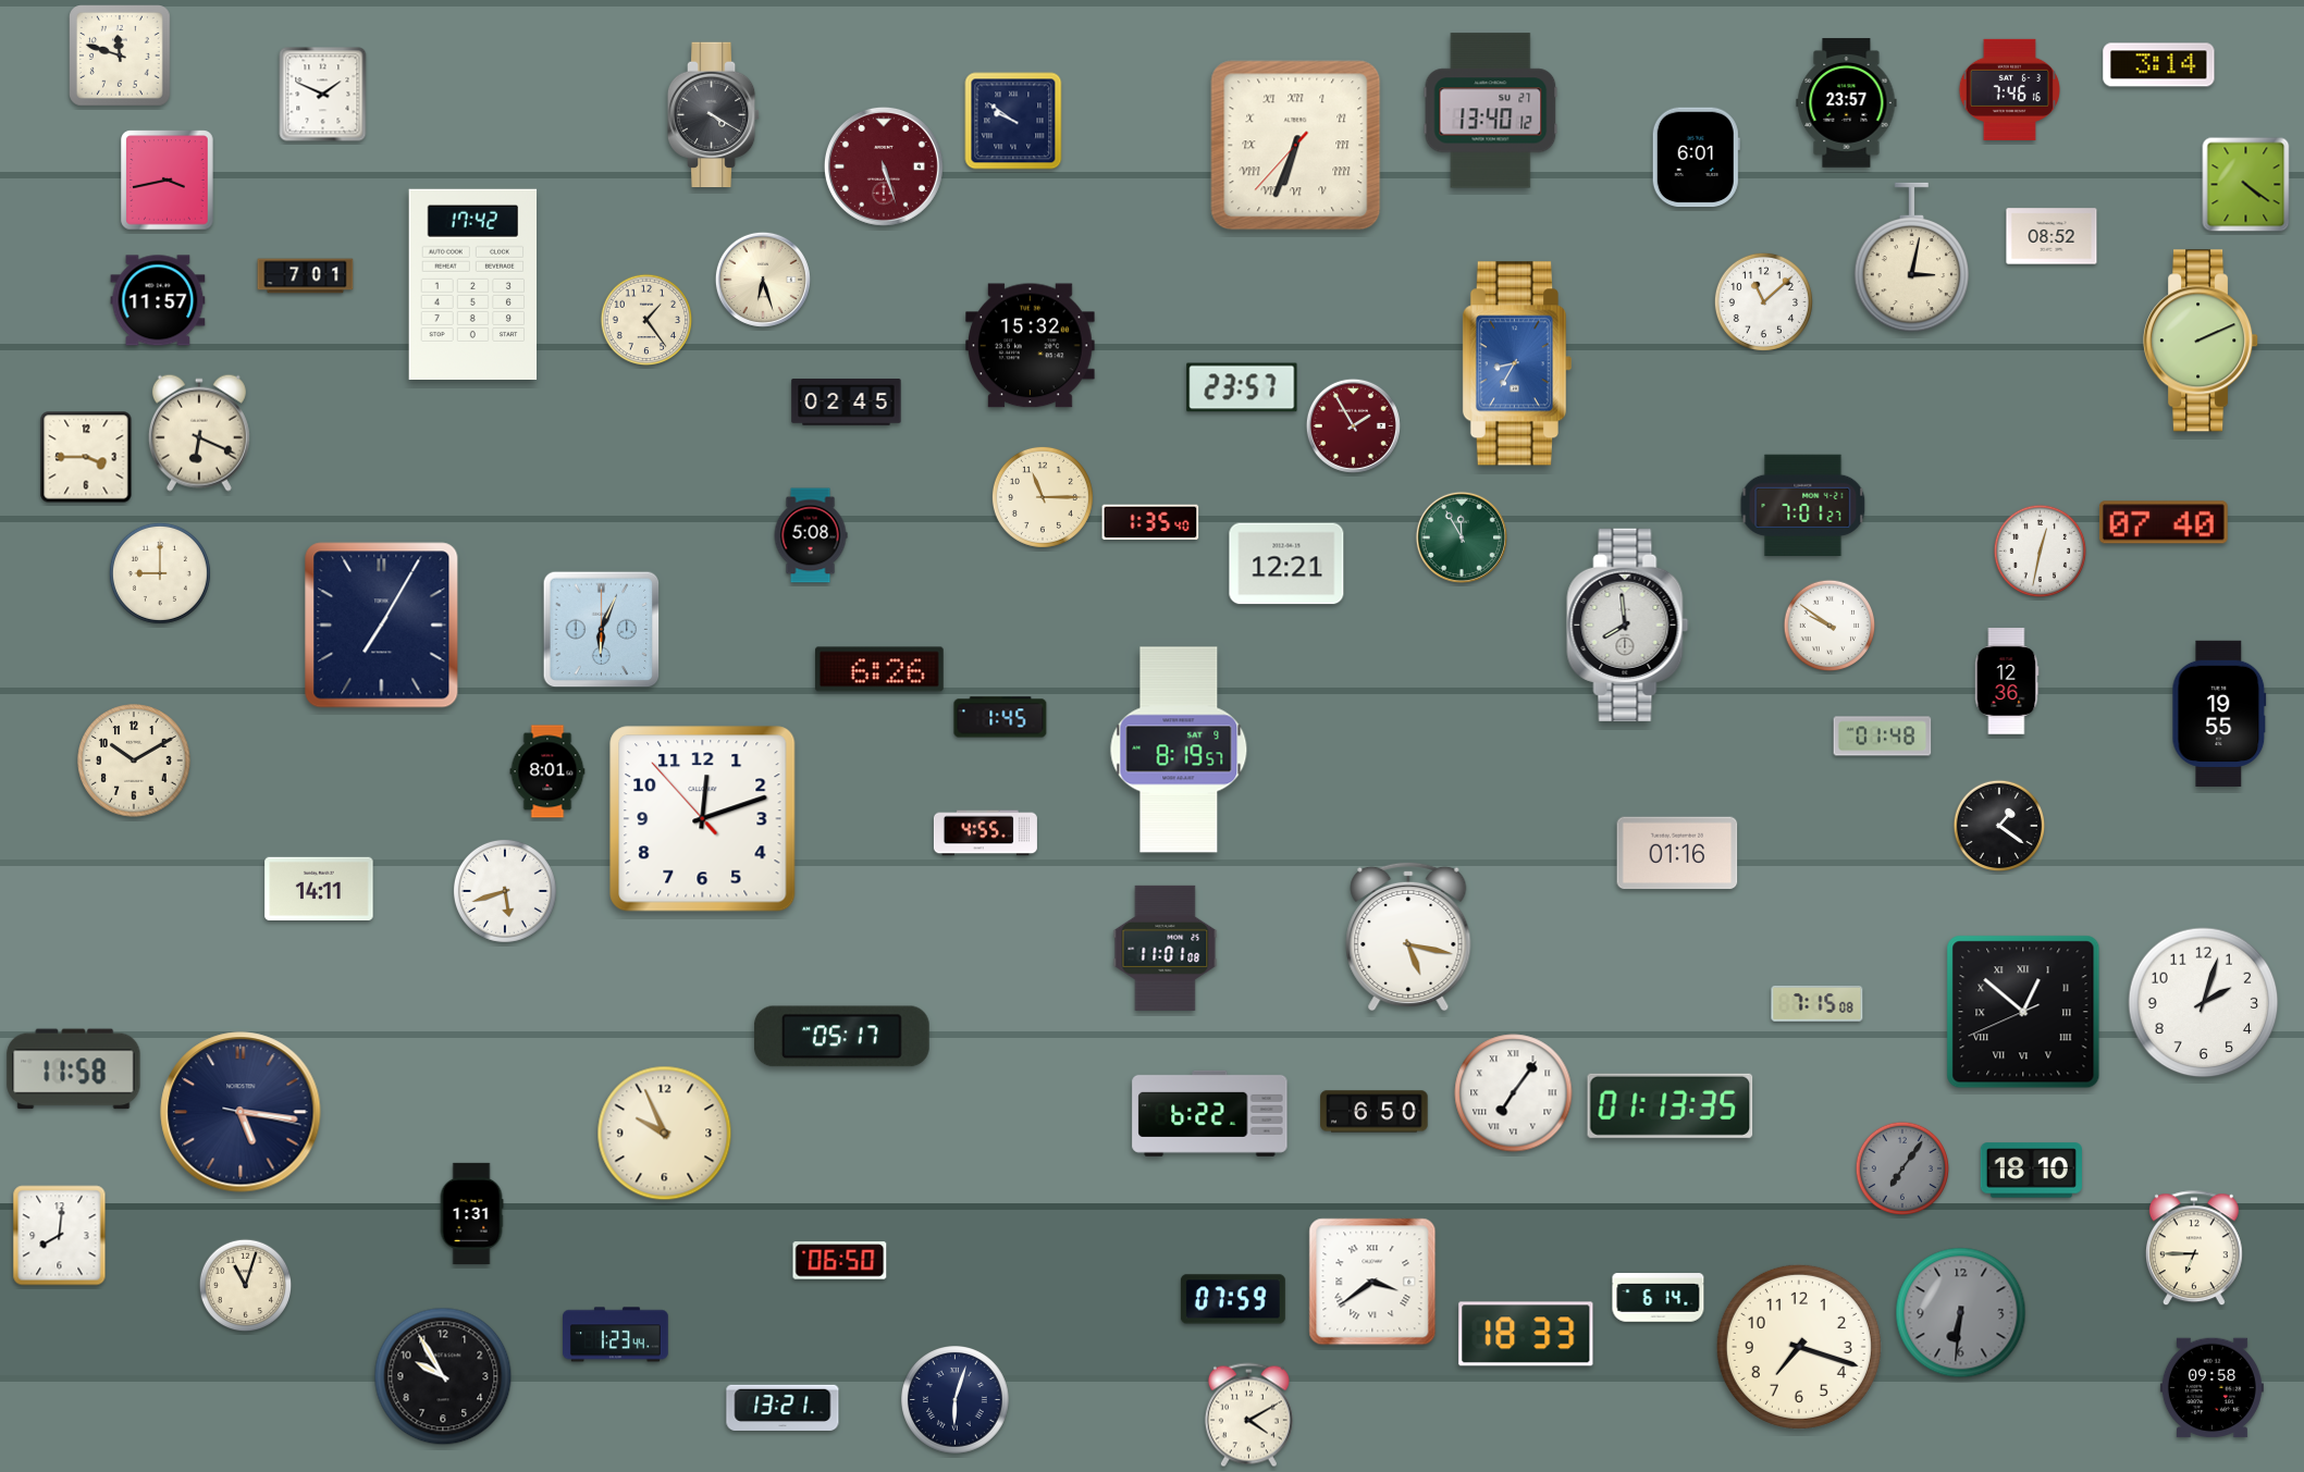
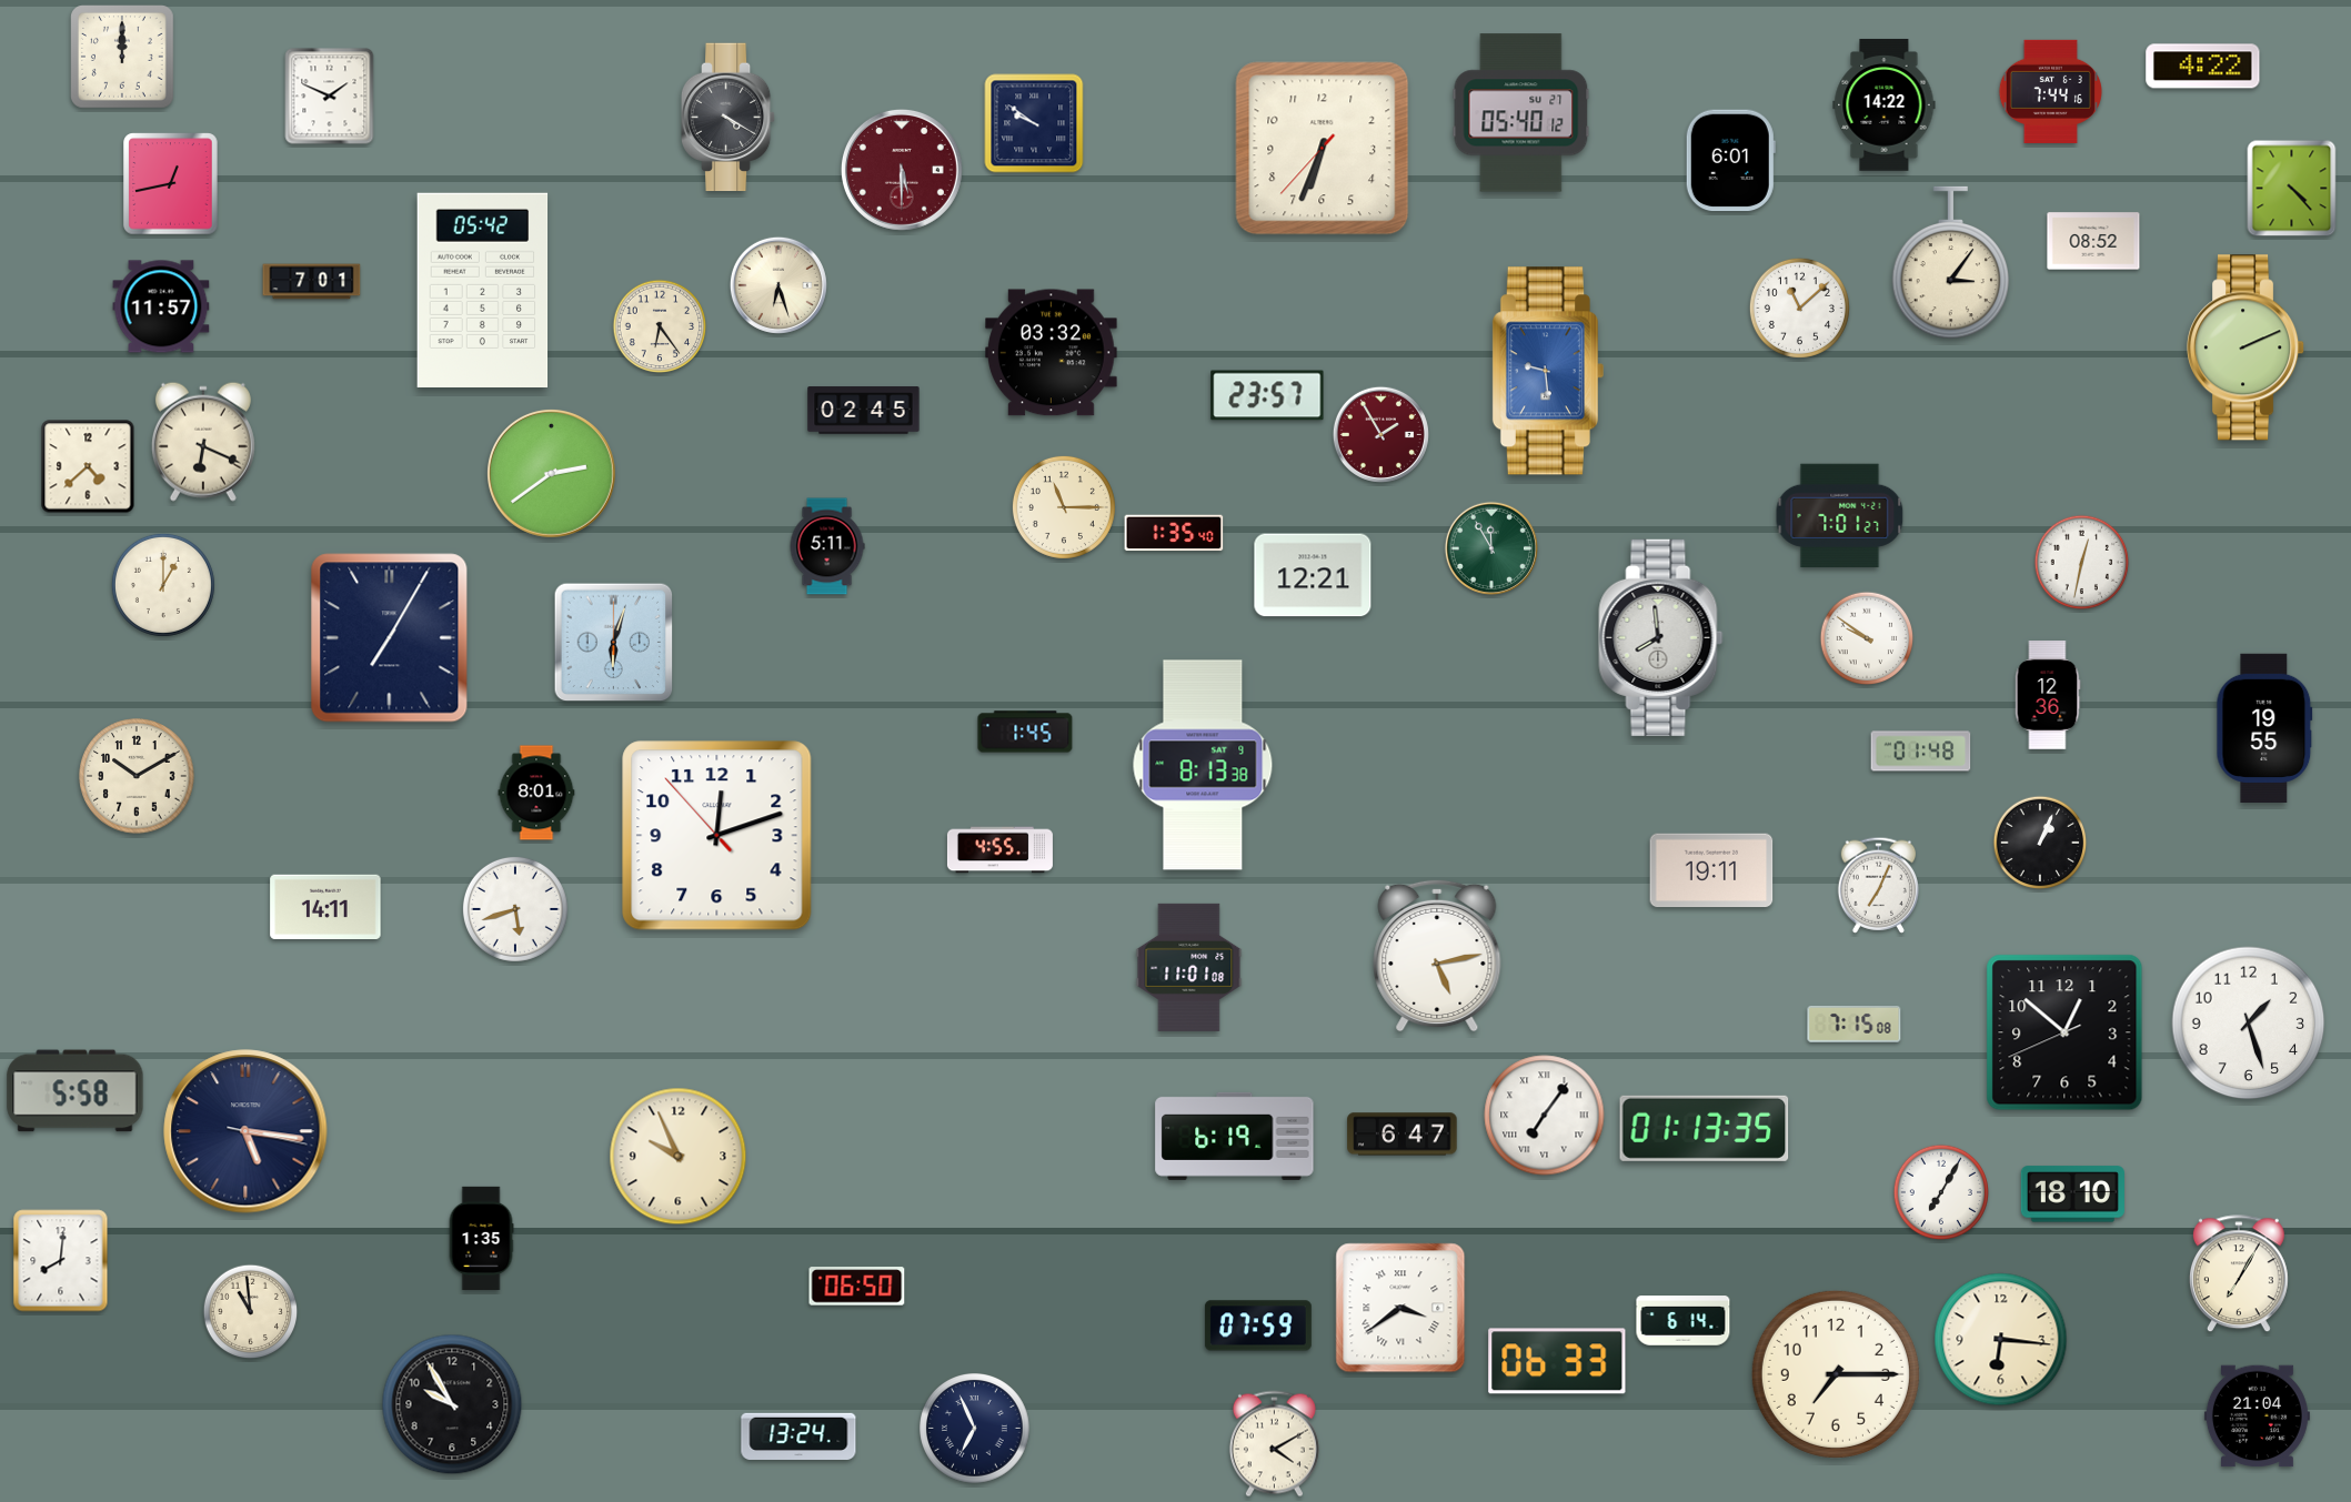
clock at (121, 57): 11:48 -> 12:00
clock at (2159, 65): 3:14 -> 4:22
clock at (2009, 89): 7:46 -> 7:44
clock at (1847, 103): 23:57 -> 14:22
clock at (1491, 111): 13:40 -> 05:40
clock at (1296, 146) numerals: Roman -> Arabic
clock at (884, 166): 5:27 -> 5:30
clock at (168, 181): 3:43 -> 12:43
clock at (2246, 185): 4:21 -> 4:23
clock at (1912, 258): 3:02 -> 3:06
clock at (473, 284): 17:42 -> 05:42
clock at (646, 320): 1:24 -> 6:24
clock at (1031, 346): 15:32 -> 03:32
clock at (1516, 363): 8:35 -> 9:29
clock at (86, 457): 3:45 -> 4:38
clock at (551, 473): none -> 2:39
clock at (2164, 522): 07:40 -> none
clock at (811, 535): 5:08 -> 5:11
clock at (160, 573): 9:00 -> 1:00
clock at (602, 630): 6:04 -> 6:03
clock at (879, 669): 6:26 -> none
clock at (1000, 717) position: (1000, 717) -> (1025, 732)
clock at (1179, 750): 8:19 -> 8:13
clock at (547, 771) position: (547, 771) -> (536, 793)
clock at (1999, 826): 1:21 -> 1:04
clock at (985, 833) position: (985, 833) -> (999, 850)
clock at (1677, 853): 01:16 -> 19:11
clock at (1878, 885): none -> 7:04
clock at (1408, 937): 5:17 -> 5:13
clock at (2204, 1003): 2:03 -> 1:27
clock at (2023, 1012) numerals: Roman -> Arabic
clock at (841, 1037): 05:17 -> none
clock at (74, 1069): 11:58 -> 5:58
clock at (241, 1112) position: (241, 1112) -> (245, 1131)
clock at (1375, 1112): 6:50 -> 6:47
clock at (1210, 1113): 6:22 -> 6:19
clock at (1901, 1167): 7:06 -> 7:05
clock at (1901, 1167) dial: grey -> white
clock at (471, 1213): 1:31 -> 1:35
clock at (2194, 1249): 6:45 -> 7:05
clock at (246, 1286): 11:03 -> 10:59
clock at (1659, 1298) position: (1659, 1298) -> (1684, 1321)
clock at (1961, 1313): 6:31 -> 6:16
clock at (1961, 1313) dial: grey -> cream
clock at (1526, 1334): 18:33 -> 06:33
clock at (616, 1335): 1:23 -> none
clock at (1799, 1347): 7:18 -> 7:15
clock at (2211, 1388): 09:58 -> 21:04
clock at (956, 1400): 6:03 -> 6:56
clock at (783, 1408): 13:21 -> 13:24
